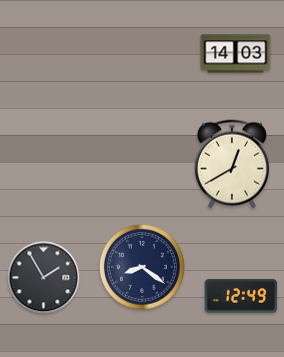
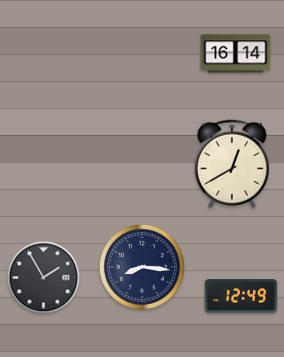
clock at (236, 54): 14:03 -> 16:14
clock at (142, 267): 8:21 -> 8:16
